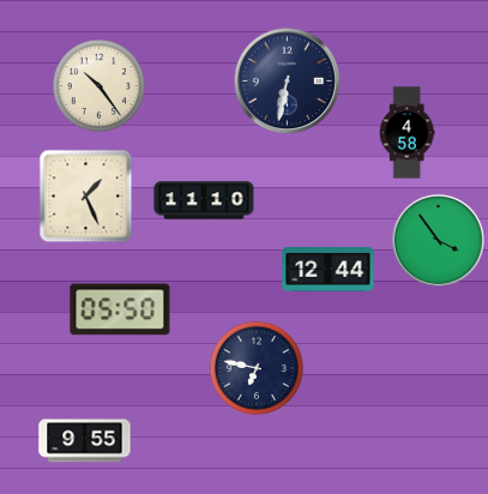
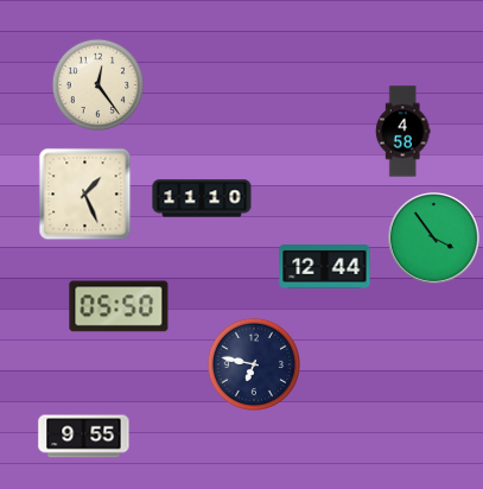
clock at (287, 80): 6:32 -> none
clock at (98, 85): 10:24 -> 12:24
